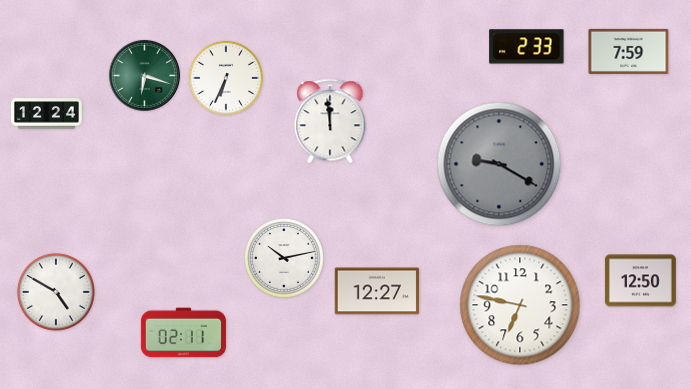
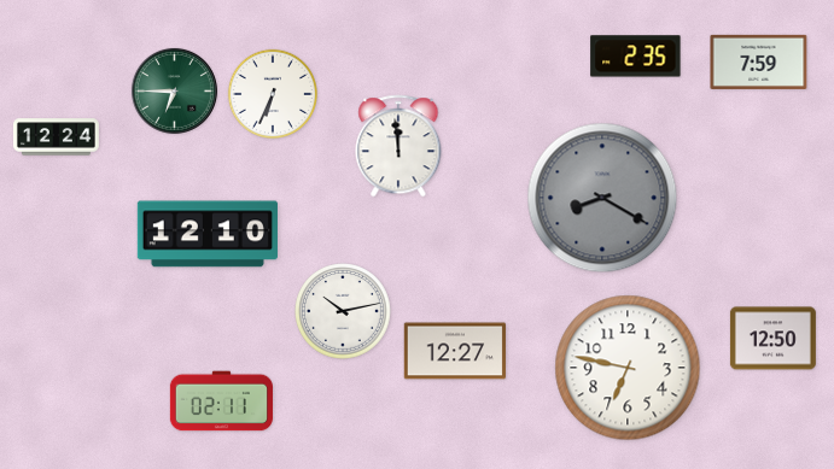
clock at (527, 47): 2:33 -> 2:35
clock at (144, 75): 6:18 -> 6:45
clock at (499, 164): 9:20 -> 8:20
clock at (208, 234): none -> 12:10
clock at (56, 292): 4:50 -> none
